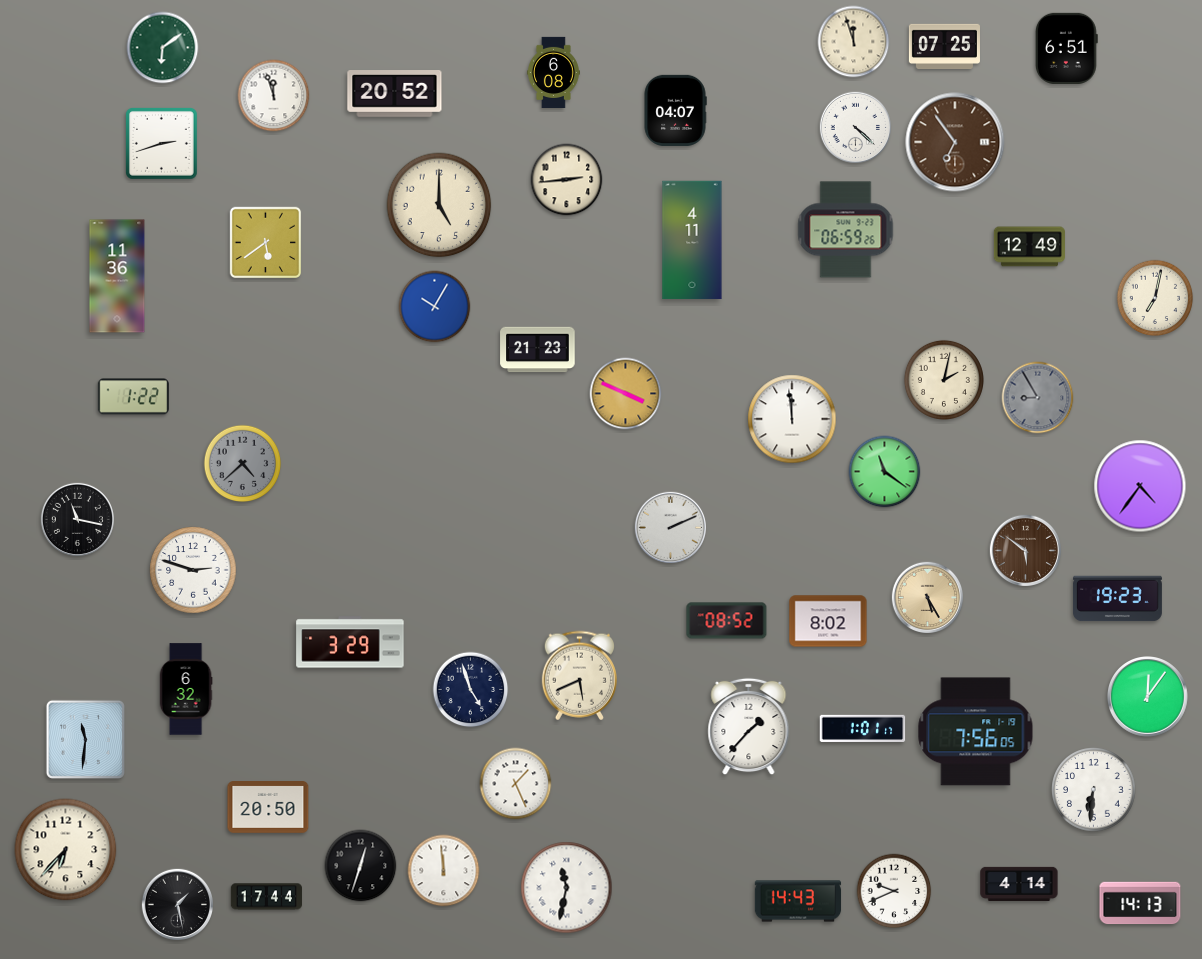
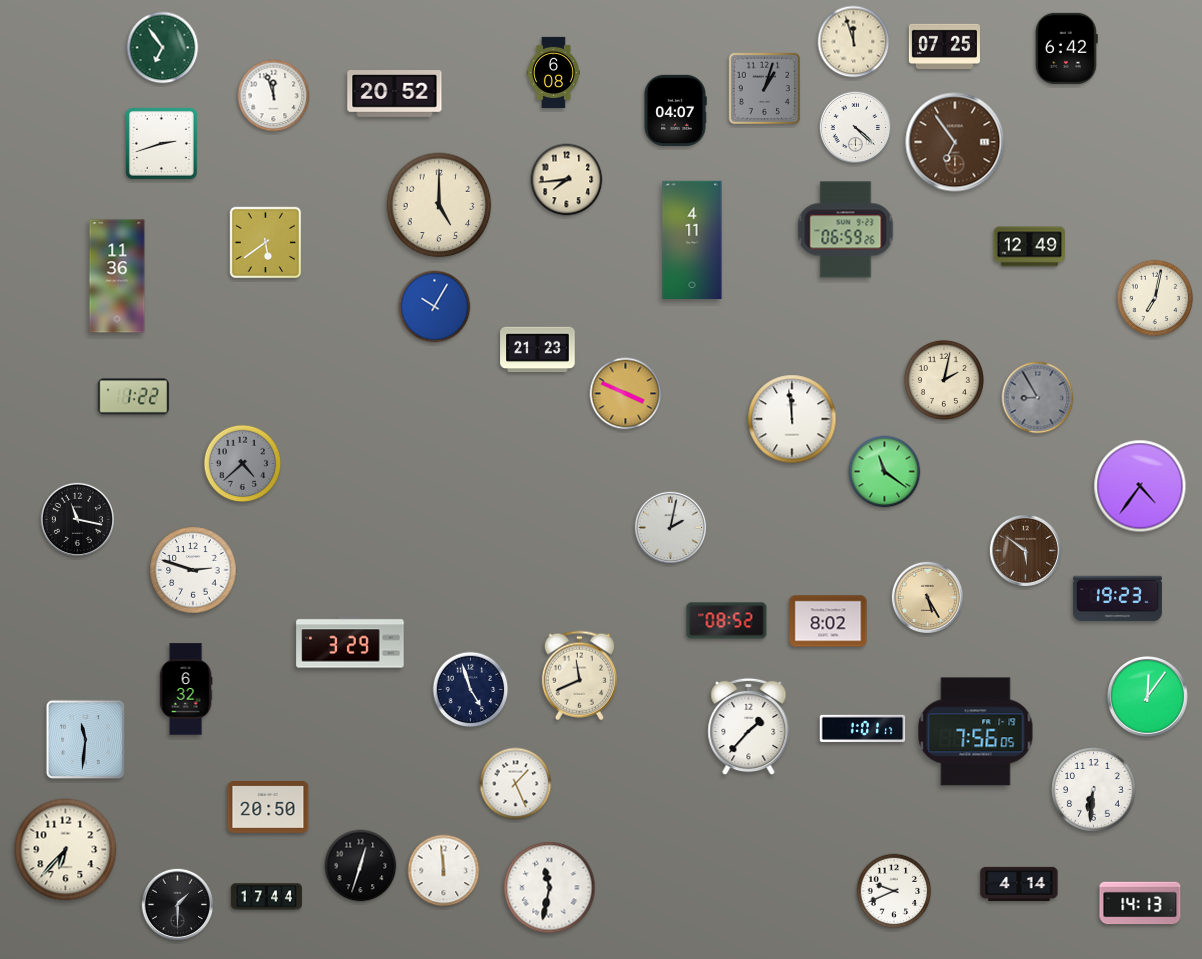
clock at (163, 48): 6:09 -> 6:54
clock at (1066, 48): 6:51 -> 6:42
clock at (765, 89): none -> 1:03
clock at (567, 180): 2:44 -> 7:44
clock at (670, 527): 2:11 -> 2:02
clock at (579, 676): 5:41 -> 11:41
clock at (567, 888) position: (567, 888) -> (550, 888)
clock at (798, 901): 14:43 -> none
clock at (177, 904): 1:28 -> 1:30
